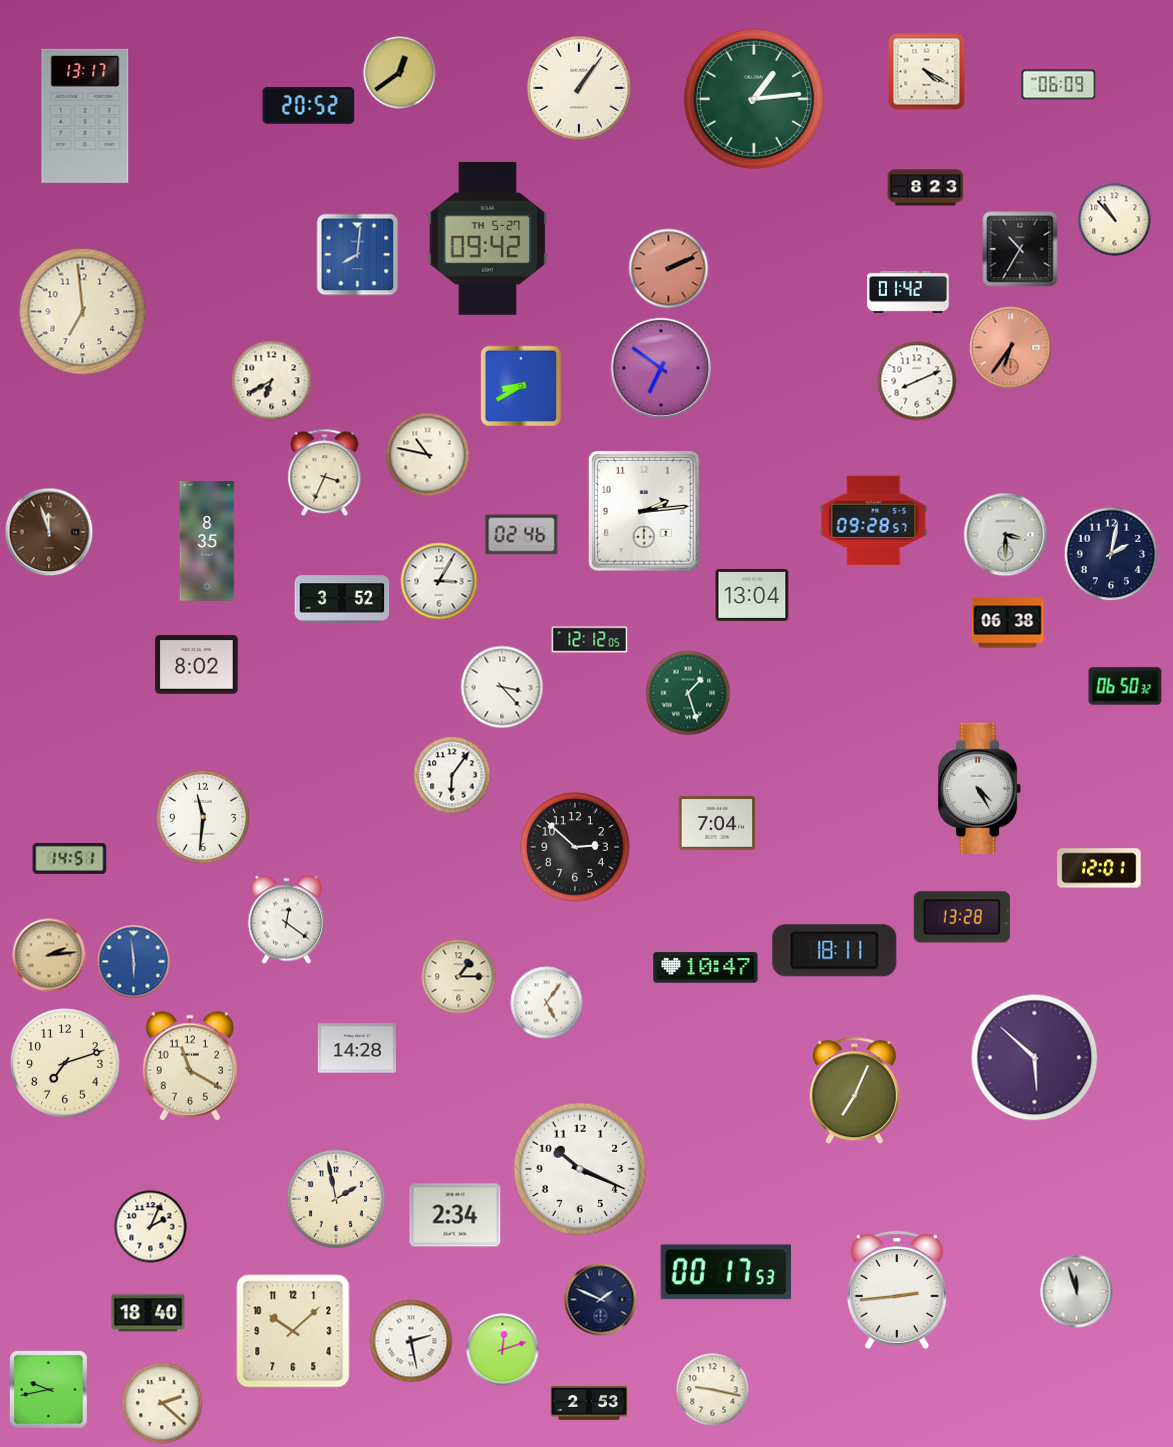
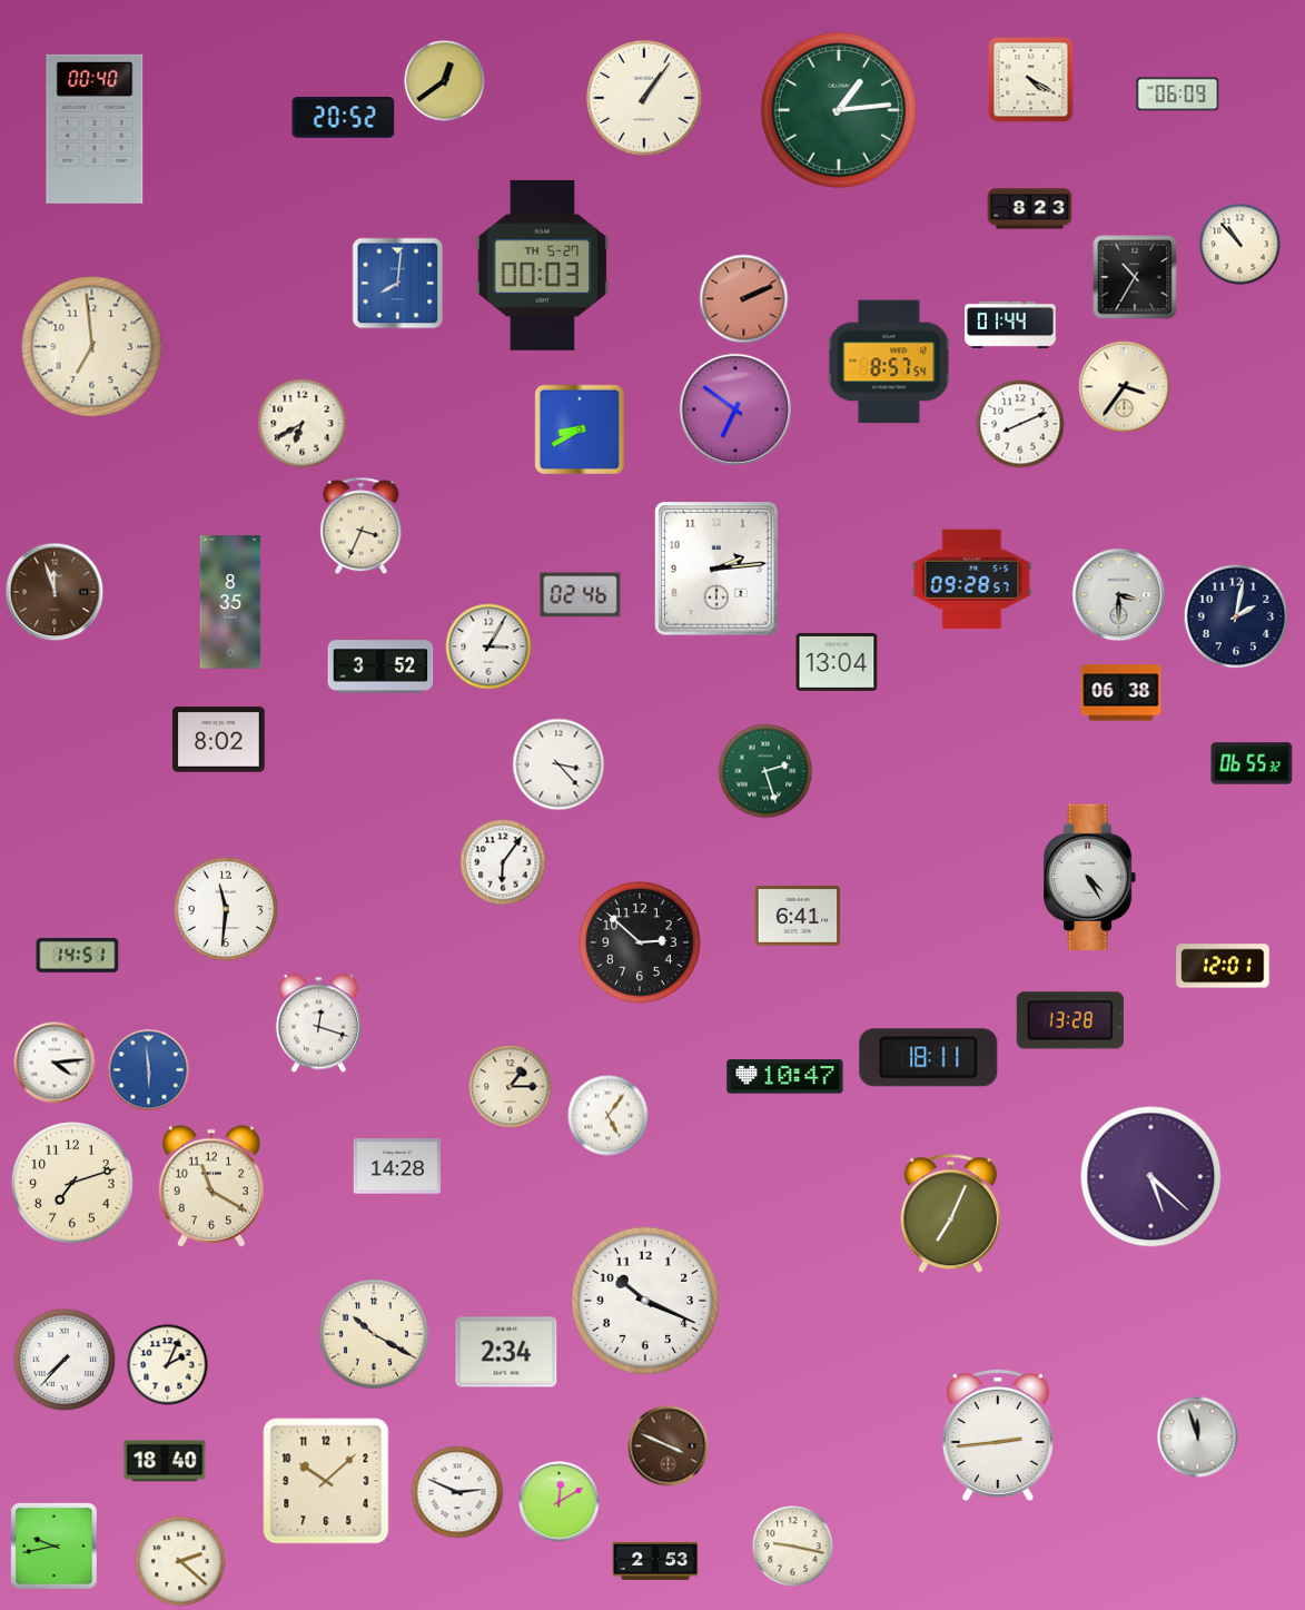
clock at (85, 116): 13:17 -> 00:40
clock at (488, 238): 09:42 -> 00:03
clock at (908, 292): 01:42 -> 01:44
clock at (889, 362): none -> 8:57
clock at (1011, 348): 6:36 -> 3:36
clock at (1011, 348) dial: salmon -> cream
clock at (428, 455): 10:47 -> none
clock at (590, 640): 12:12 -> none
clock at (1125, 686): 06:50 -> 06:55
clock at (688, 693): 1:27 -> 2:27
clock at (717, 823): 7:04 -> 6:41
clock at (286, 920): 12:21 -> 12:18
clock at (49, 955): 2:14 -> 4:14
clock at (49, 955) dial: champagne -> white
clock at (1035, 1058): 5:52 -> 5:22
clock at (336, 1199): 1:58 -> 10:20
clock at (65, 1360): none -> 7:37
clock at (726, 1272): 00:17 -> none
clock at (601, 1300): 1:49 -> 3:49
clock at (601, 1300) dial: navy -> brown
clock at (411, 1341): 2:28 -> 2:49
clock at (503, 1350): 12:12 -> 12:10
